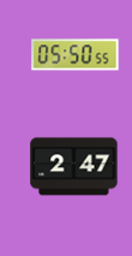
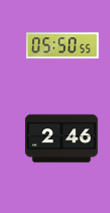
clock at (74, 167): 2:47 -> 2:46
